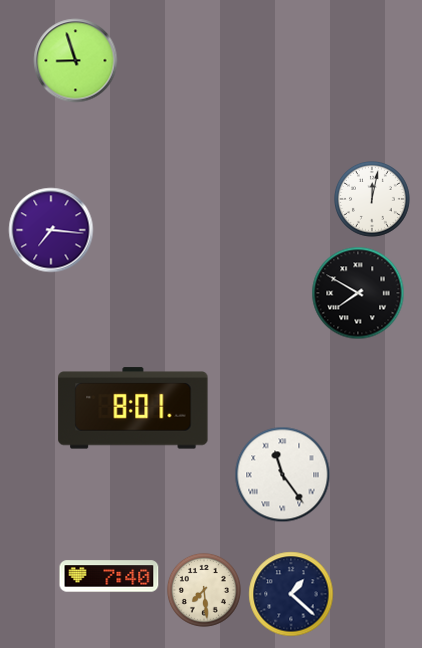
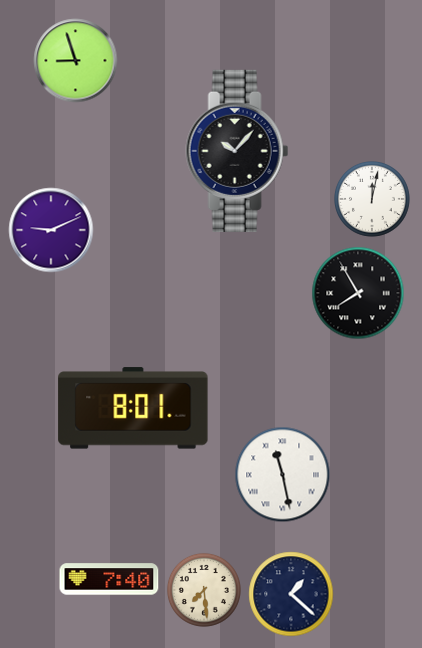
clock at (237, 151): none -> 10:07
clock at (51, 230): 7:16 -> 9:11
clock at (358, 293): 7:50 -> 7:55
clock at (283, 475): 11:24 -> 11:28
clock at (109, 576) position: (109, 576) -> (109, 579)
